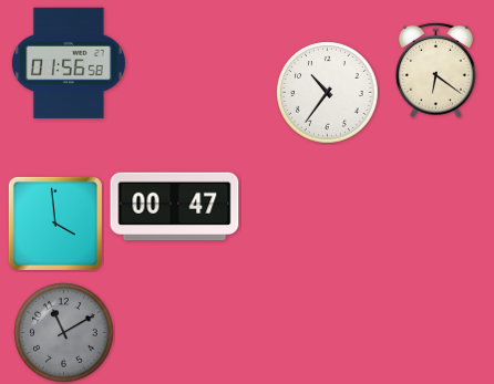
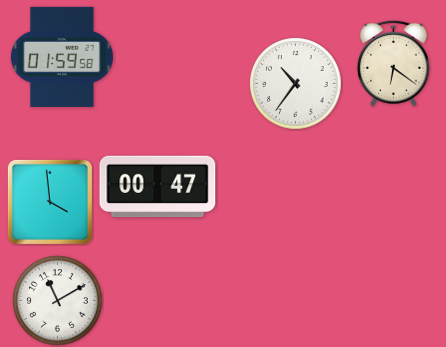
clock at (69, 63): 01:56 -> 01:59
clock at (64, 333) dial: grey -> white
